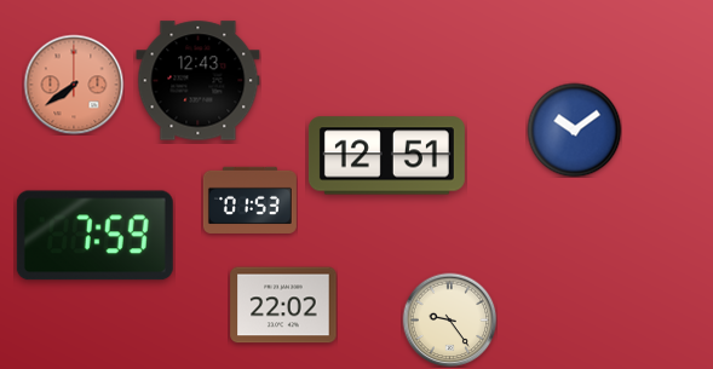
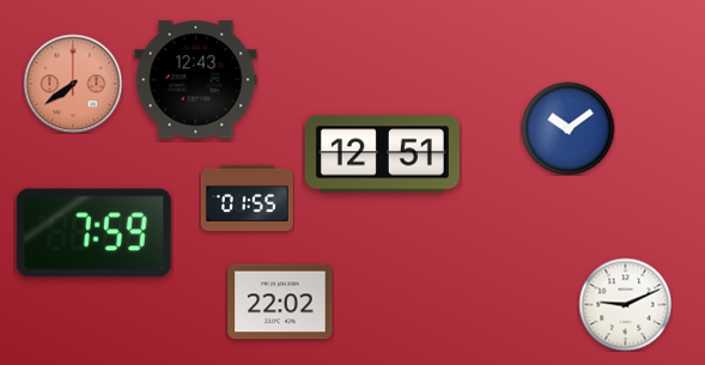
clock at (249, 200): 01:53 -> 01:55
clock at (625, 304): none -> 9:11
clock at (449, 319): 9:24 -> none
